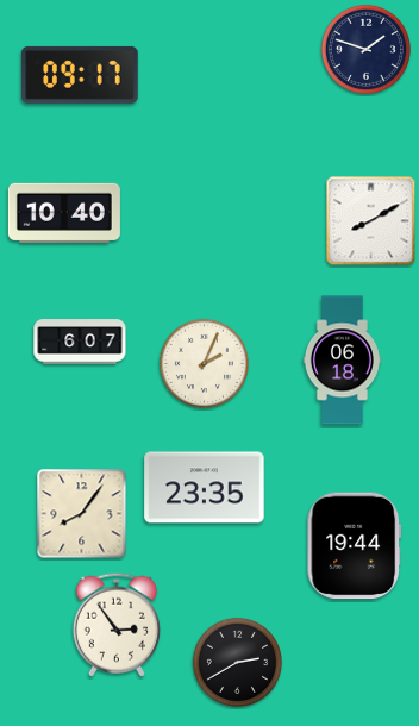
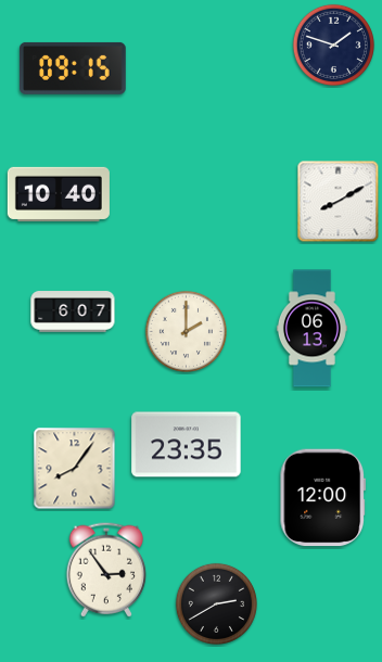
clock at (81, 75): 09:17 -> 09:15
clock at (342, 361): 06:18 -> 06:13
clock at (204, 363): 2:04 -> 2:00
clock at (355, 546): 19:44 -> 12:00
